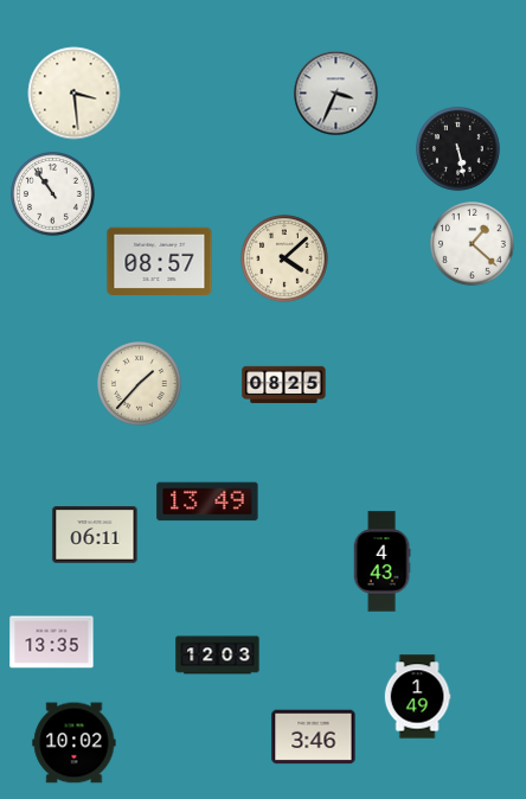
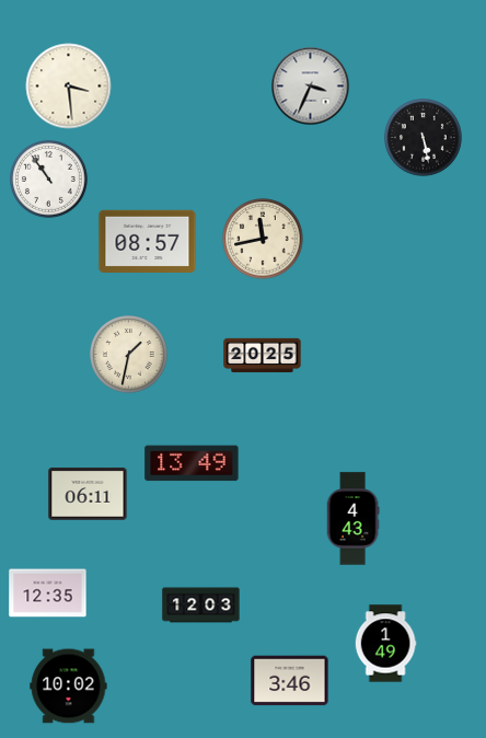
clock at (473, 244): 1:22 -> none
clock at (284, 258): 4:08 -> 11:43
clock at (140, 384): 1:37 -> 1:32
clock at (284, 385): 08:25 -> 20:25
clock at (52, 643): 13:35 -> 12:35
